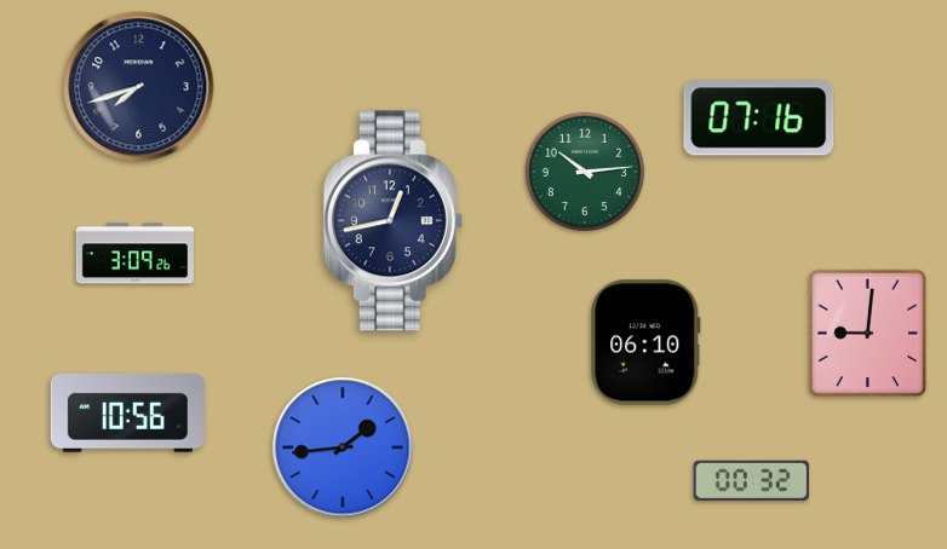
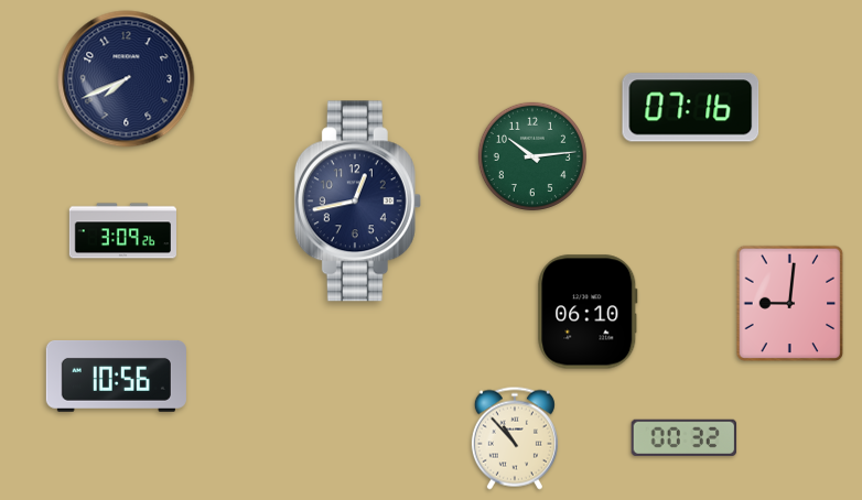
clock at (139, 87): 7:42 -> 7:41
clock at (343, 447): 1:44 -> none
clock at (515, 438): none -> 10:53
